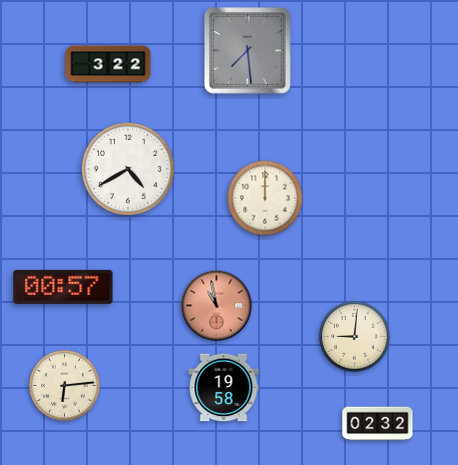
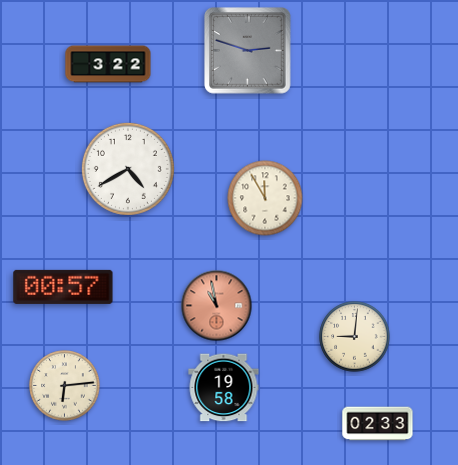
clock at (248, 51): 7:29 -> 2:48
clock at (265, 198): 12:00 -> 11:55
clock at (378, 424): 02:32 -> 02:33
